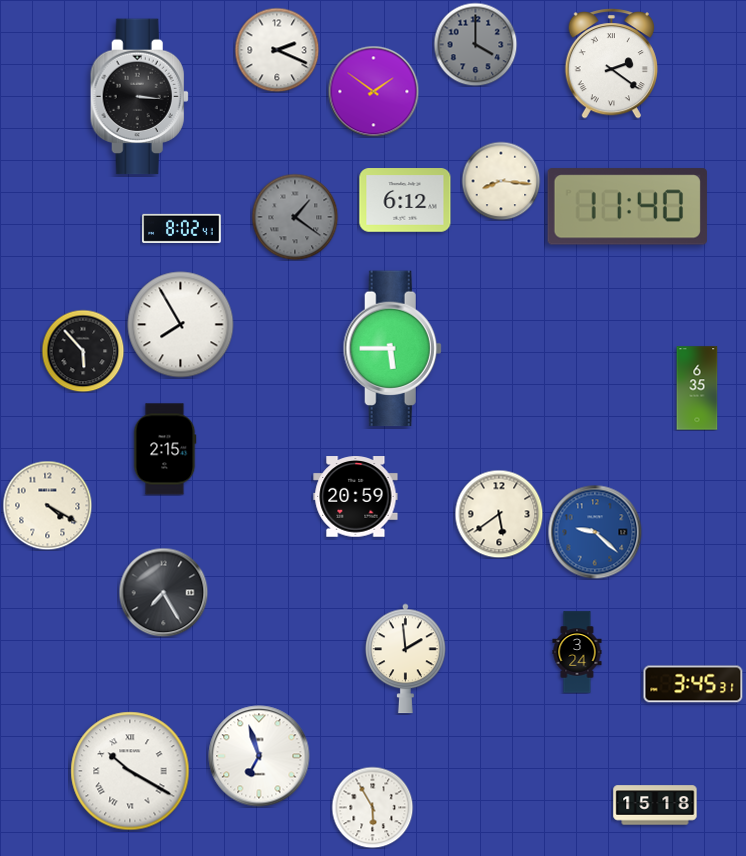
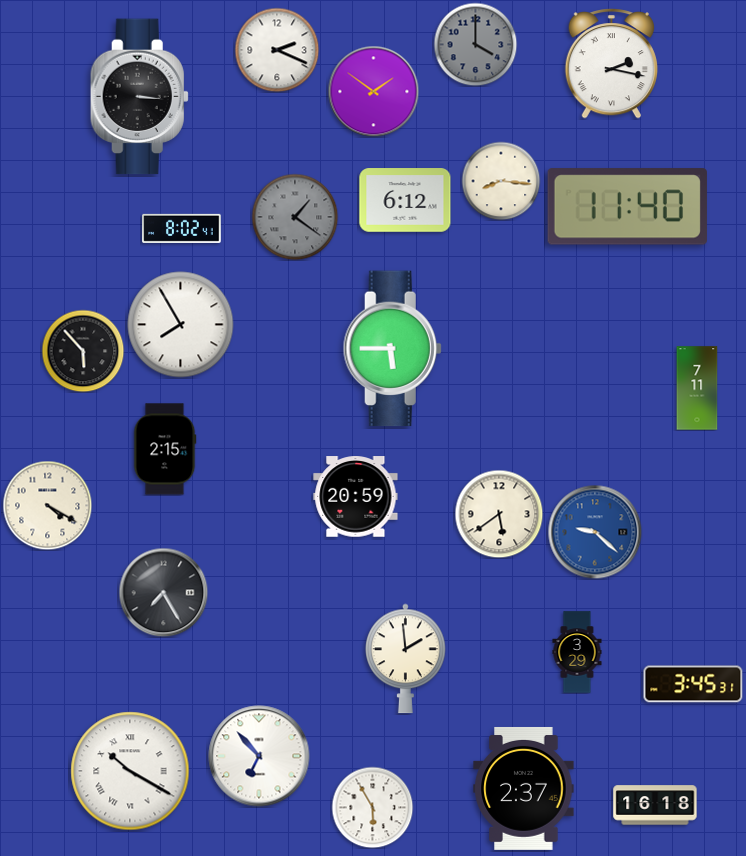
clock at (611, 64): 2:21 -> 2:17
clock at (697, 388): 6:35 -> 7:11
clock at (577, 652): 3:24 -> 3:29
clock at (259, 756): 6:57 -> 6:53
clock at (524, 788): none -> 2:37
clock at (655, 805): 15:18 -> 16:18
